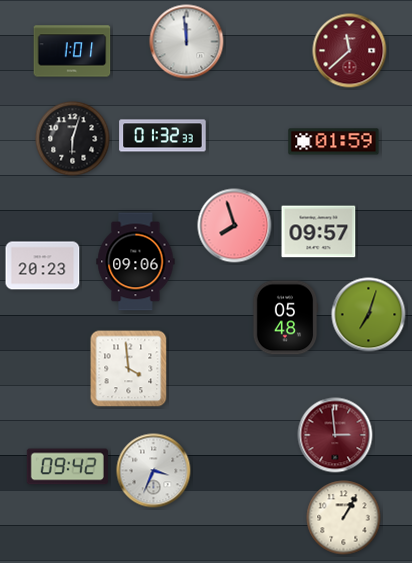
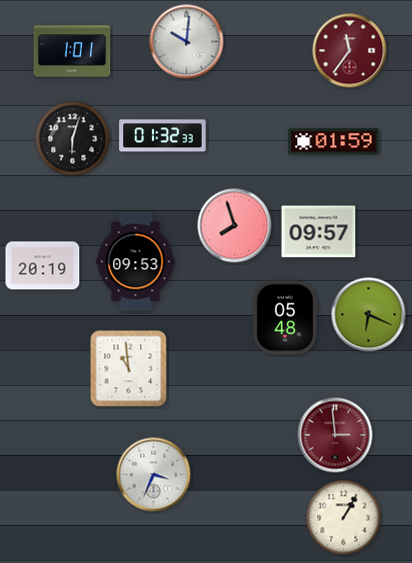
clock at (187, 42): 11:59 -> 10:01
clock at (350, 51): 11:38 -> 11:36
clock at (136, 262): 09:06 -> 09:53
clock at (43, 266): 20:23 -> 20:19
clock at (369, 315): 7:03 -> 6:19
clock at (129, 369): 3:59 -> 10:59
clock at (67, 467): 09:42 -> none
clock at (154, 471) position: (154, 471) -> (154, 475)
